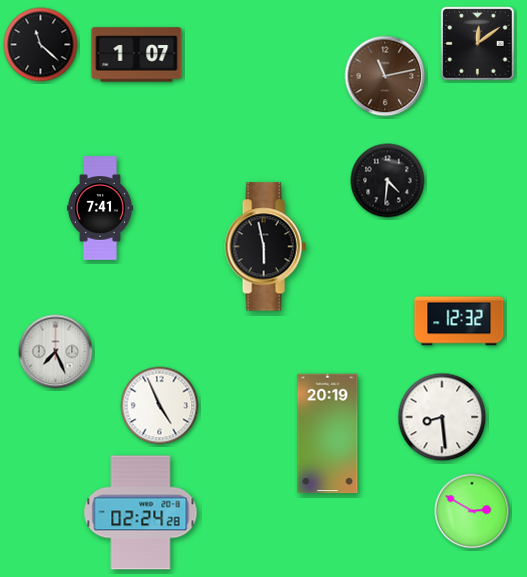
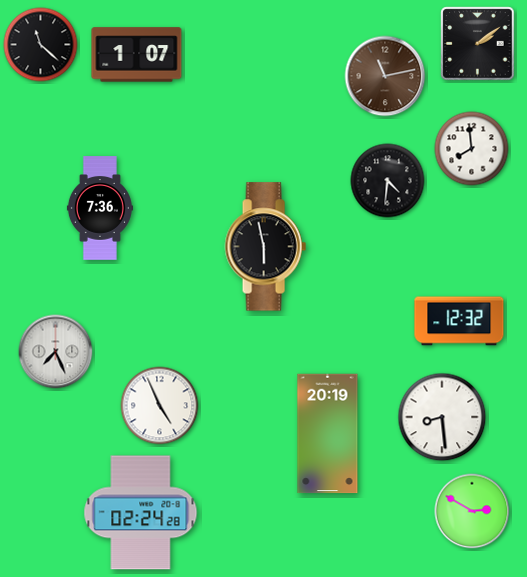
clock at (478, 44): 12:09 -> 2:09
clock at (472, 149): none -> 7:59
clock at (100, 208): 7:41 -> 7:36
